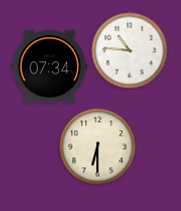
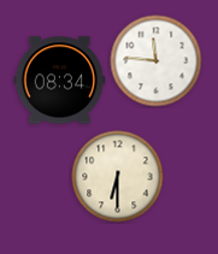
clock at (130, 51): 10:46 -> 11:46
clock at (50, 67): 07:34 -> 08:34
